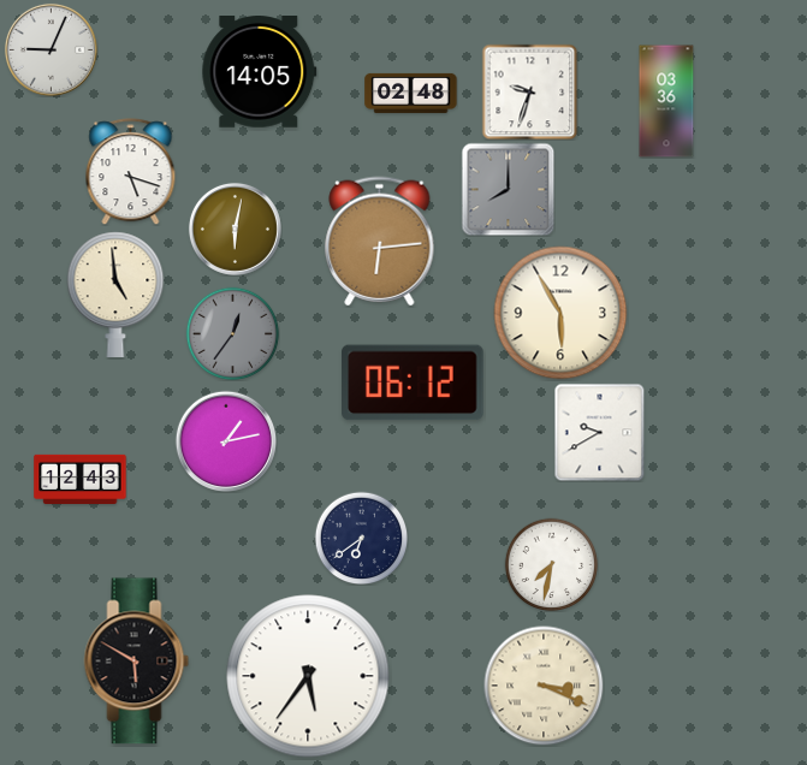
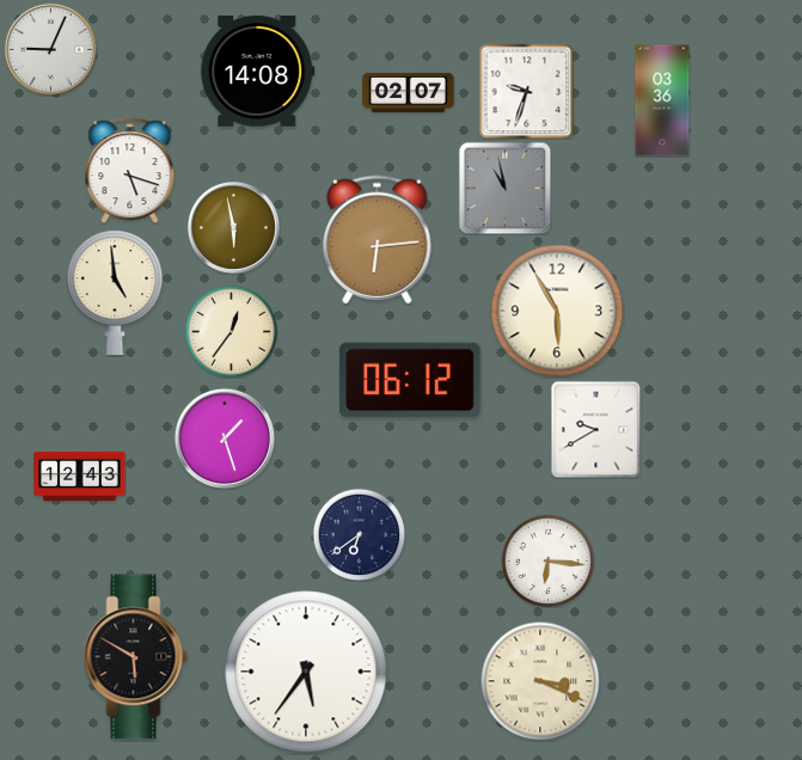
clock at (260, 72): 14:05 -> 14:08
clock at (411, 93): 02:48 -> 02:07
clock at (508, 189): 8:00 -> 10:58
clock at (235, 229): 6:02 -> 5:58
clock at (232, 333) dial: grey -> cream
clock at (226, 441): 1:13 -> 1:27
clock at (551, 564): 7:32 -> 6:16
